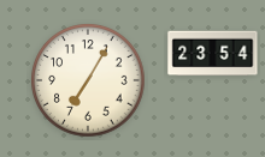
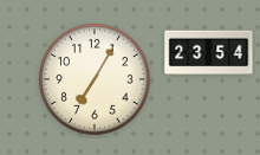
clock at (88, 80) position: (88, 80) -> (95, 79)
